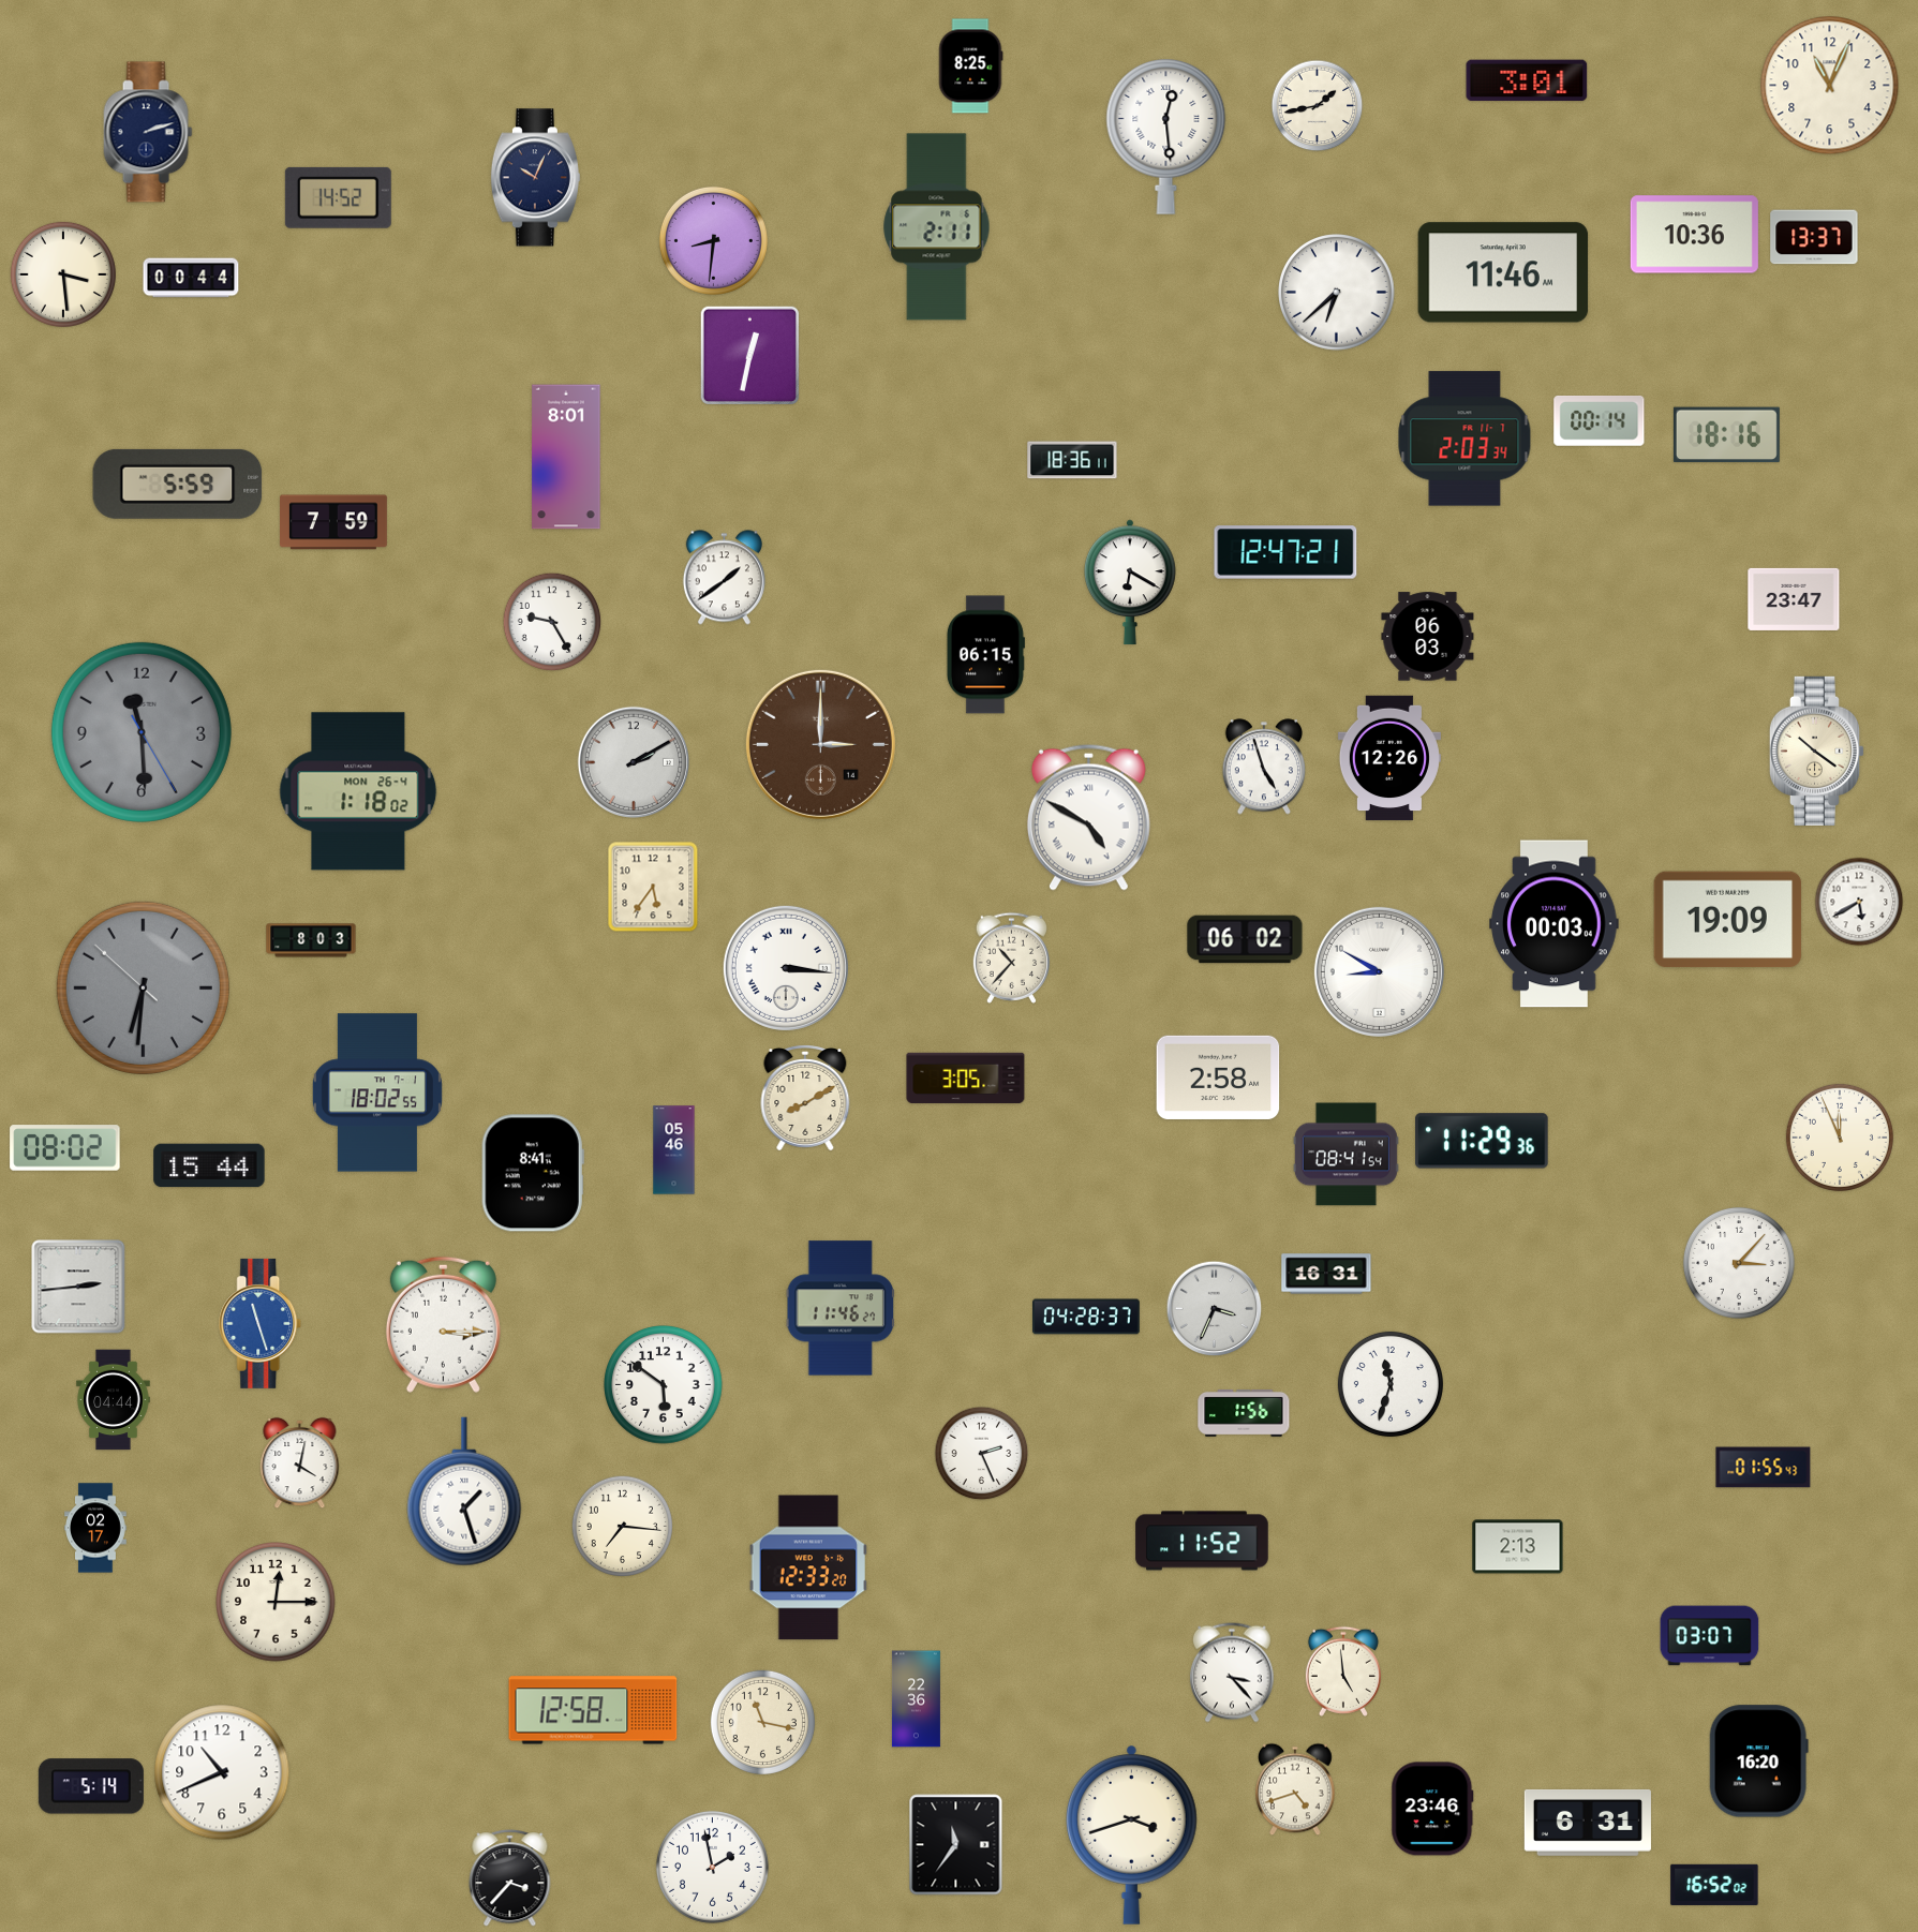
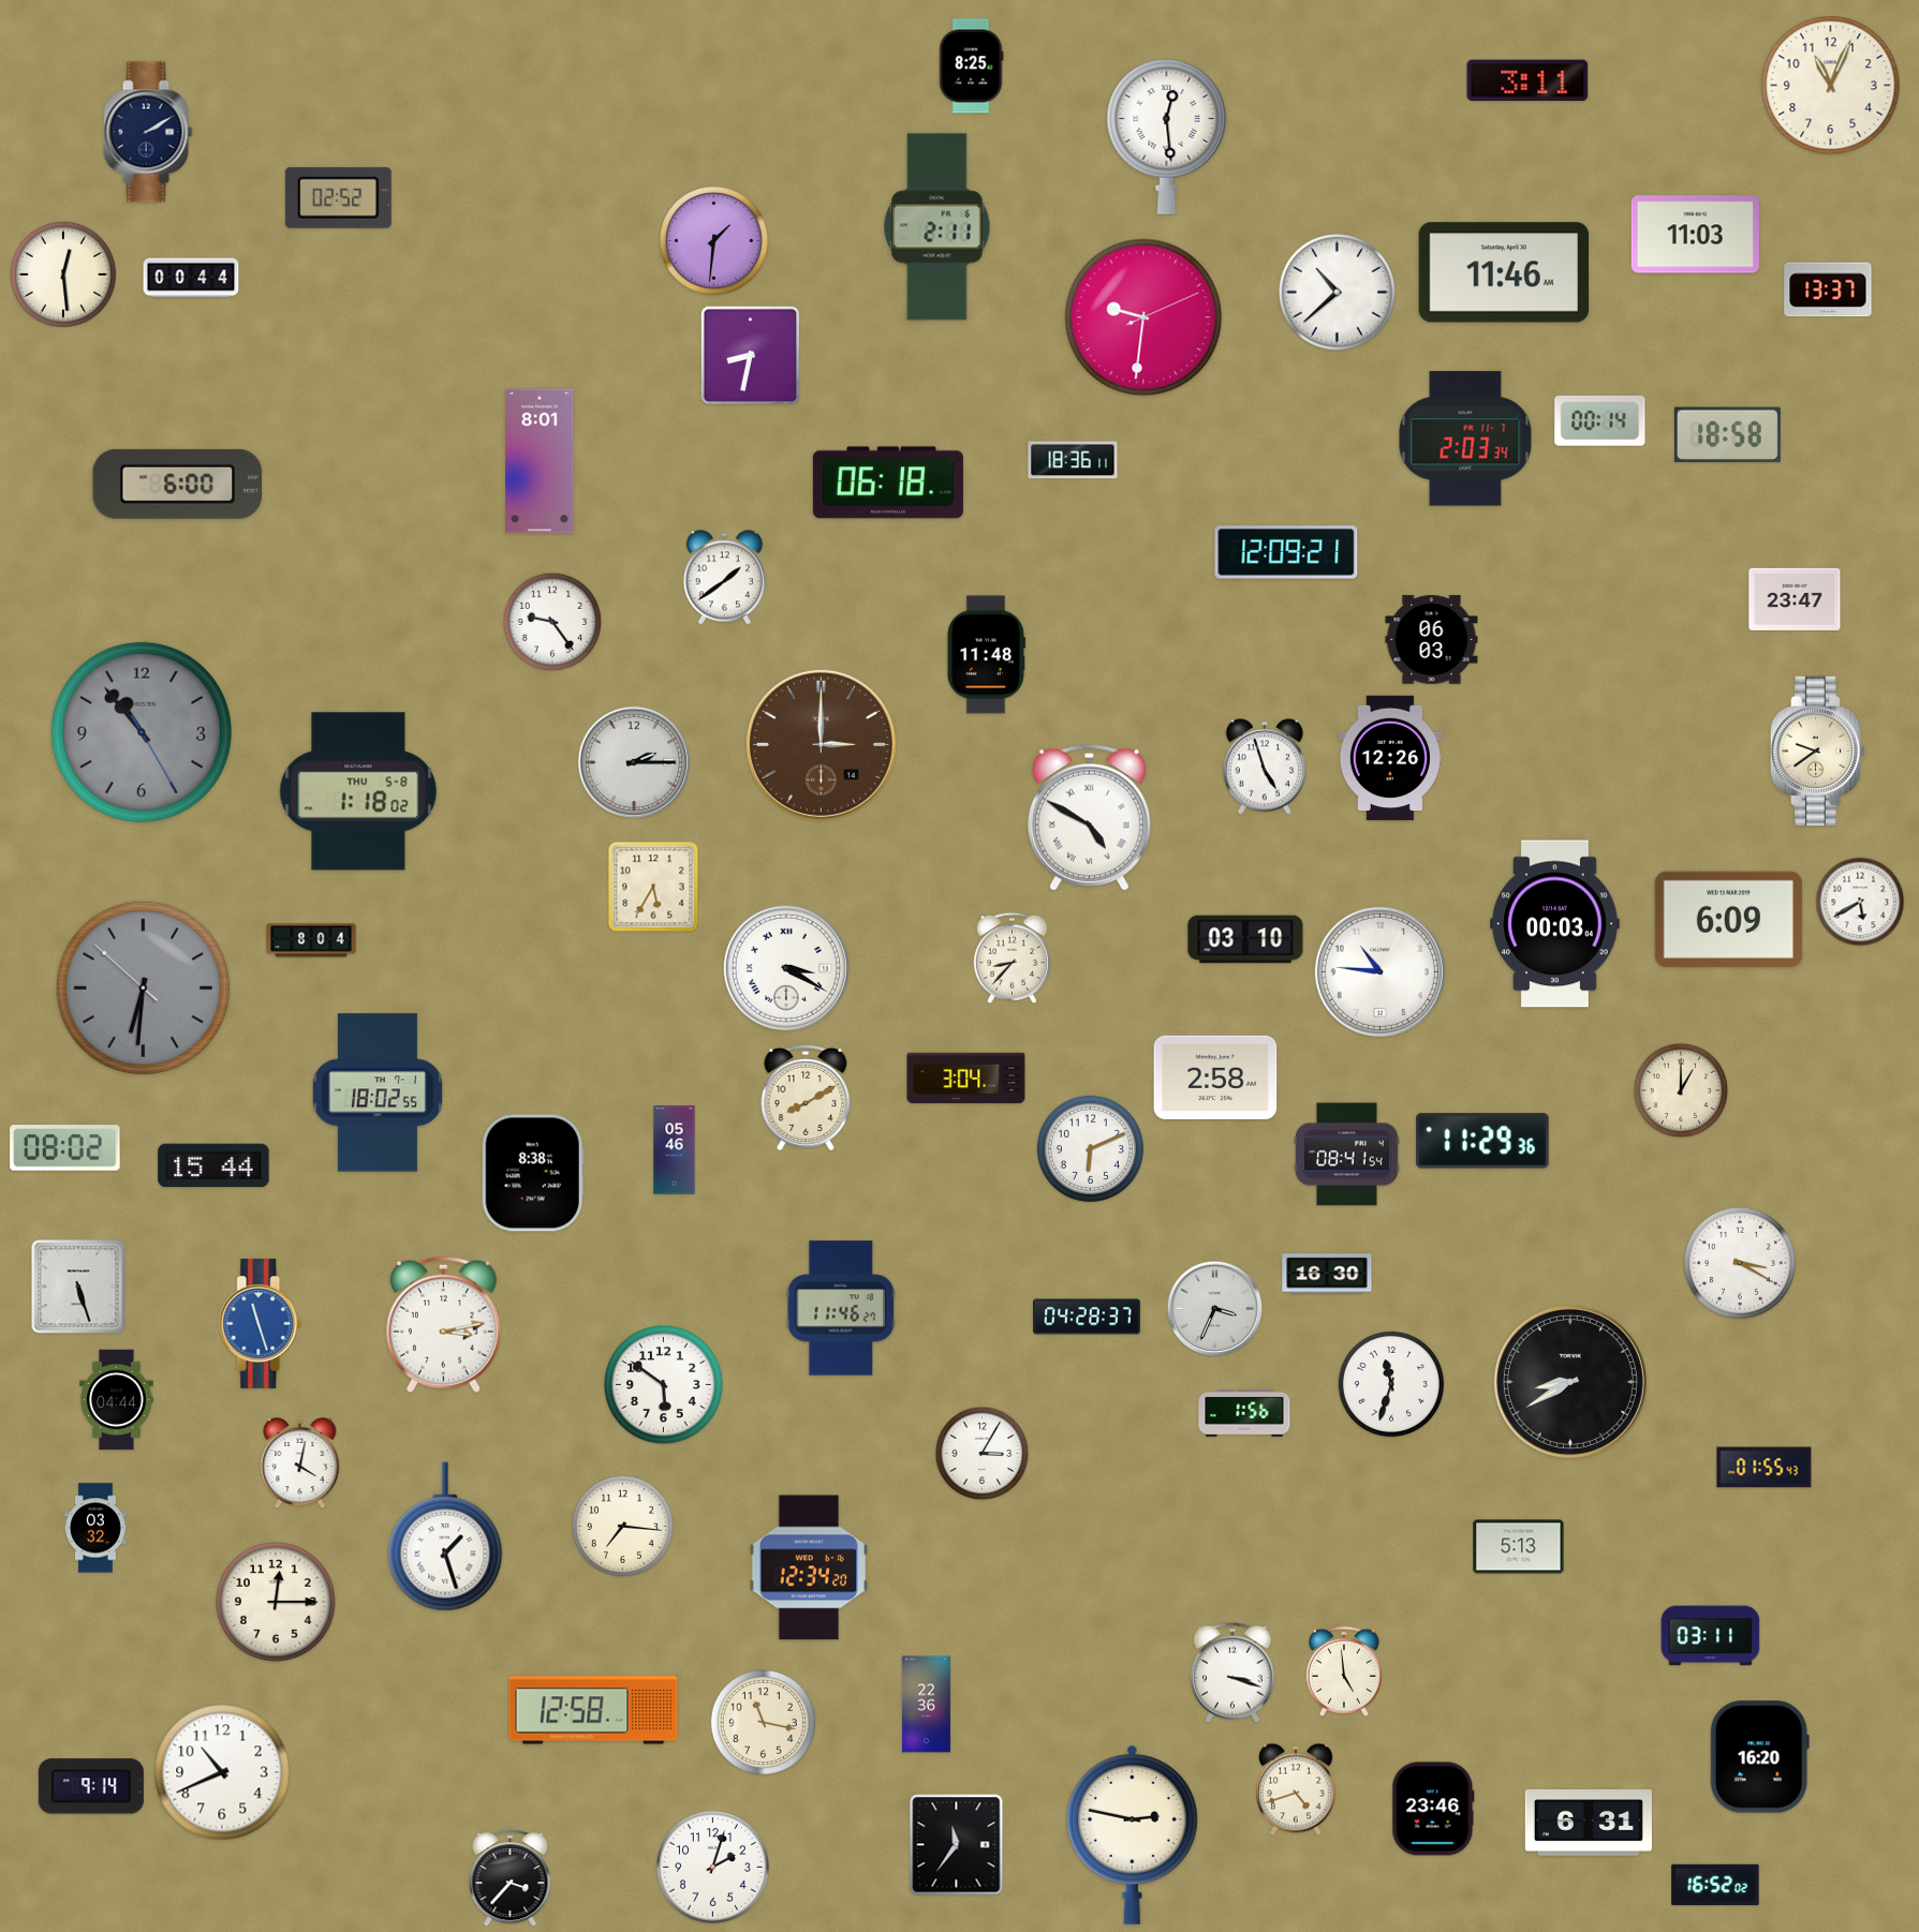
clock at (1527, 80): 3:01 -> 3:11
clock at (1318, 106): 1:43 -> none
clock at (148, 132): 2:12 -> 2:10
clock at (535, 178): 10:04 -> none
clock at (338, 197): 14:52 -> 02:52
clock at (1694, 235): 10:36 -> 11:03
clock at (1814, 237) position: (1814, 237) -> (1828, 289)
clock at (713, 240): 8:31 -> 1:31
clock at (63, 274): 3:29 -> 12:29
clock at (1337, 293): 6:38 -> 10:38
clock at (1143, 317): none -> 9:31
clock at (750, 356): 12:32 -> 8:32
clock at (1726, 435): 18:16 -> 18:58
clock at (566, 457) position: (566, 457) -> (540, 461)
clock at (888, 482): none -> 06:18
clock at (178, 484): 5:59 -> 6:00
clock at (334, 522): 7:59 -> none
clock at (1285, 552): 12:47 -> 12:09
clock at (1131, 582): 6:20 -> none
clock at (552, 622): 9:25 -> 9:24
clock at (1428, 637) position: (1428, 637) -> (1432, 640)
clock at (985, 655): 06:15 -> 11:48
clock at (142, 732): 11:29 -> 10:53
clock at (1817, 750): 10:21 -> 9:39
clock at (633, 761): 2:10 -> 2:15
clock at (358, 791) date: MON 26-4 -> THU 5-8
clock at (653, 887): 5:36 -> 5:35
clock at (1728, 920): 19:09 -> 6:09
clock at (1245, 939): 06:02 -> 03:10
clock at (311, 940): 8:03 -> 8:04
clock at (1011, 957): 10:37 -> 8:37
clock at (786, 968): 3:16 -> 3:20
clock at (1379, 971): 8:50 -> 10:46
clock at (1218, 1078) position: (1218, 1078) -> (1215, 1078)
clock at (966, 1079): 3:05 -> 3:04
clock at (1681, 1090): none -> 1:00
clock at (1840, 1138): 11:56 -> none
clock at (1090, 1148): none -> 6:11
clock at (209, 1165) position: (209, 1165) -> (213, 1165)
clock at (533, 1173): 8:41 -> 8:38
clock at (1739, 1263): 3:07 -> 3:20
clock at (1326, 1274): 16:31 -> 16:30
clock at (78, 1287): 2:44 -> 5:27
clock at (443, 1324): 3:15 -> 3:13
clock at (1570, 1382): none -> 8:40
clock at (114, 1400) position: (114, 1400) -> (117, 1400)
clock at (982, 1454): 2:26 -> 3:05
clock at (464, 1491) position: (464, 1491) -> (445, 1536)
clock at (95, 1528): 02:17 -> 03:32
clock at (1202, 1541): 11:52 -> none
clock at (1518, 1547): 2:13 -> 5:13
clock at (807, 1567): 12:33 -> 12:34
clock at (1710, 1636): 03:07 -> 03:11
clock at (1232, 1673): 3:23 -> 3:18
clock at (916, 1699) position: (916, 1699) -> (926, 1705)
clock at (1758, 1762) position: (1758, 1762) -> (1759, 1757)
clock at (91, 1786): 5:14 -> 9:14
clock at (1131, 1834): 3:42 -> 2:47
clock at (712, 1867): 1:58 -> 2:03
